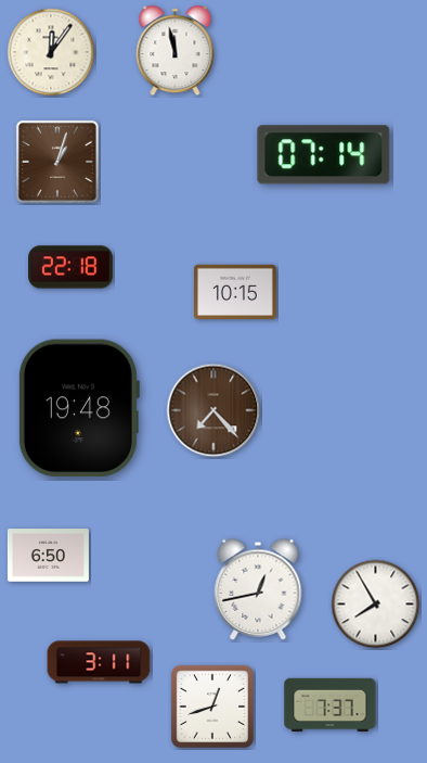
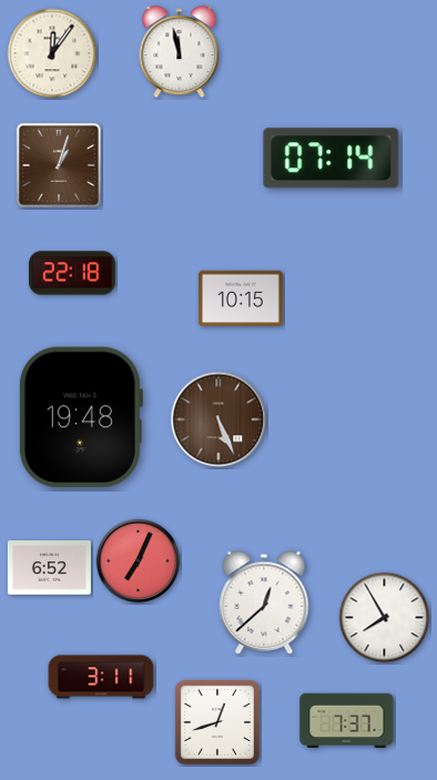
clock at (214, 410): 7:23 -> 5:26
clock at (139, 561): none -> 7:04
clock at (48, 556): 6:50 -> 6:52
clock at (258, 589): 12:43 -> 12:38
clock at (331, 704) position: (331, 704) -> (347, 720)
